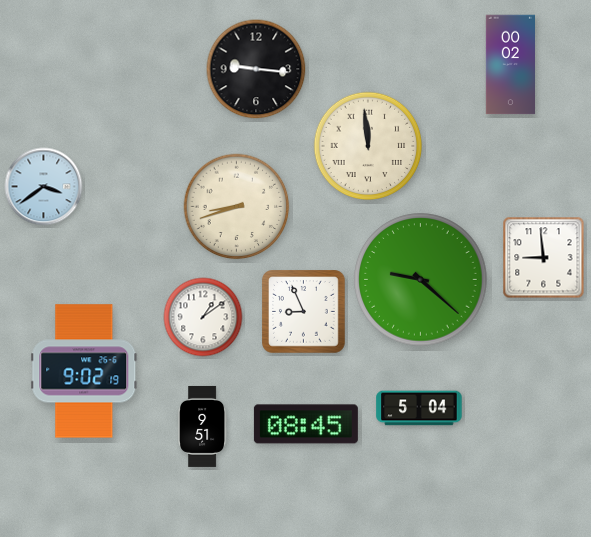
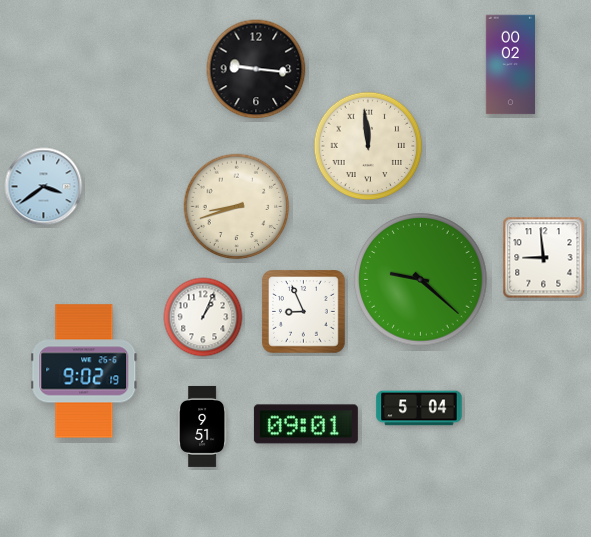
clock at (203, 317): 1:09 -> 1:04
clock at (306, 424): 08:45 -> 09:01
